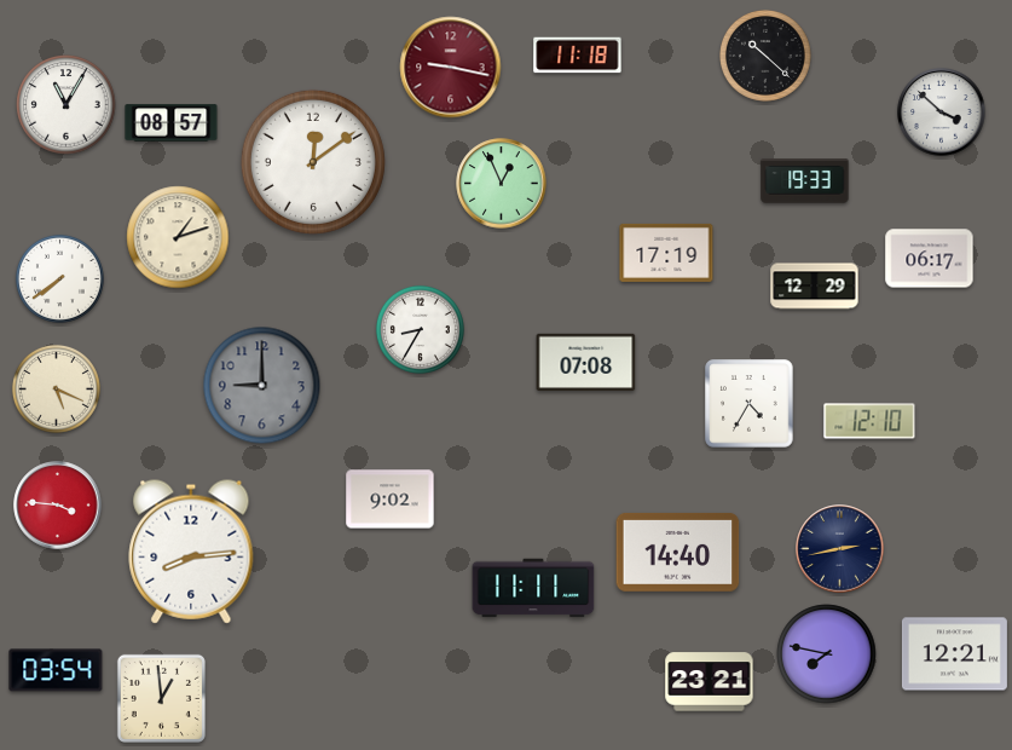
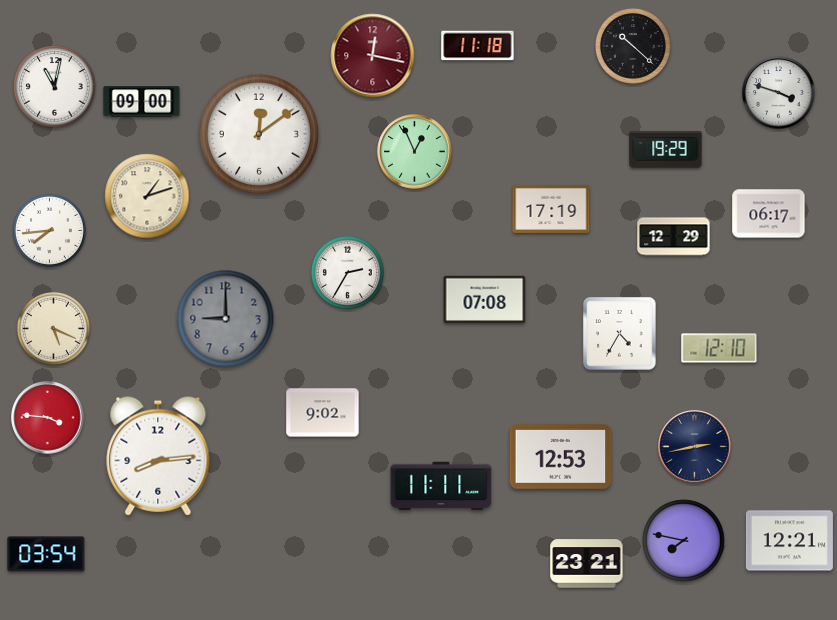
clock at (451, 68): 9:17 -> 12:17
clock at (66, 105): 11:05 -> 11:02
clock at (942, 112): 3:52 -> 3:48
clock at (172, 123): 08:57 -> 09:00
clock at (805, 181): 19:33 -> 19:29
clock at (59, 278): 7:39 -> 7:44
clock at (420, 329): 8:35 -> 2:35
clock at (262, 386) position: (262, 386) -> (226, 319)
clock at (56, 388) position: (56, 388) -> (53, 328)
clock at (840, 549) position: (840, 549) -> (695, 447)
clock at (678, 553): 14:40 -> 12:53
clock at (161, 698): 12:59 -> none
